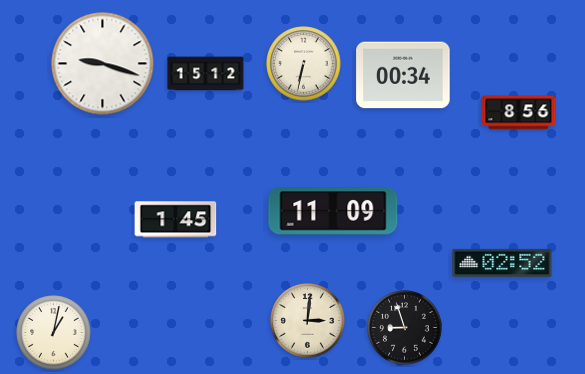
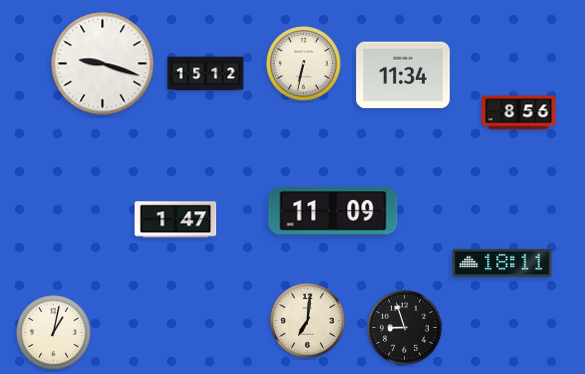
clock at (403, 75): 00:34 -> 11:34
clock at (176, 220): 1:45 -> 1:47
clock at (502, 263): 02:52 -> 18:11
clock at (308, 321): 3:01 -> 7:01
